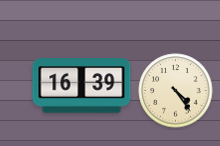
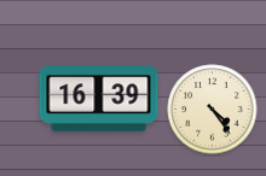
clock at (82, 86) position: (82, 86) -> (99, 99)
